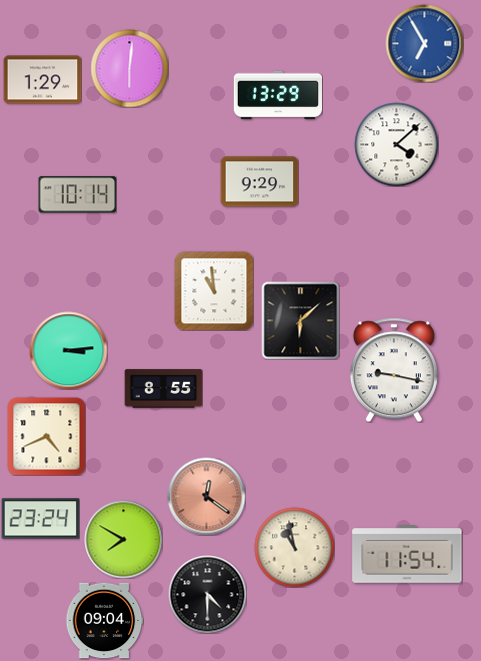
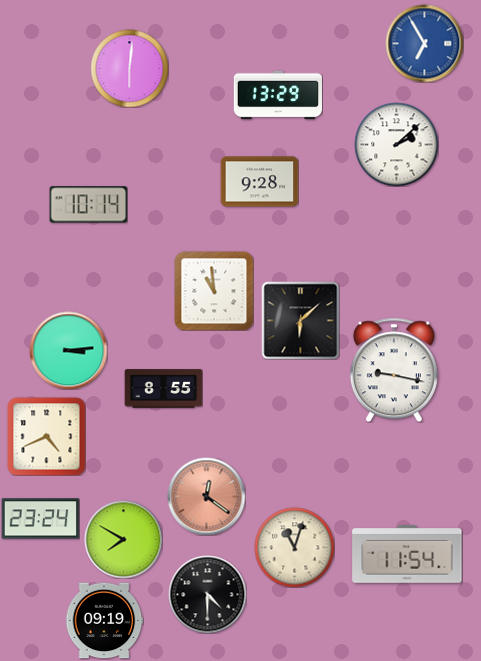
clock at (42, 80): 1:29 -> none
clock at (396, 144): 4:08 -> 2:08
clock at (259, 182): 9:29 -> 9:28
clock at (77, 195) position: (77, 195) -> (88, 205)
clock at (294, 547): 10:58 -> 11:03
clock at (104, 621): 09:04 -> 09:19
